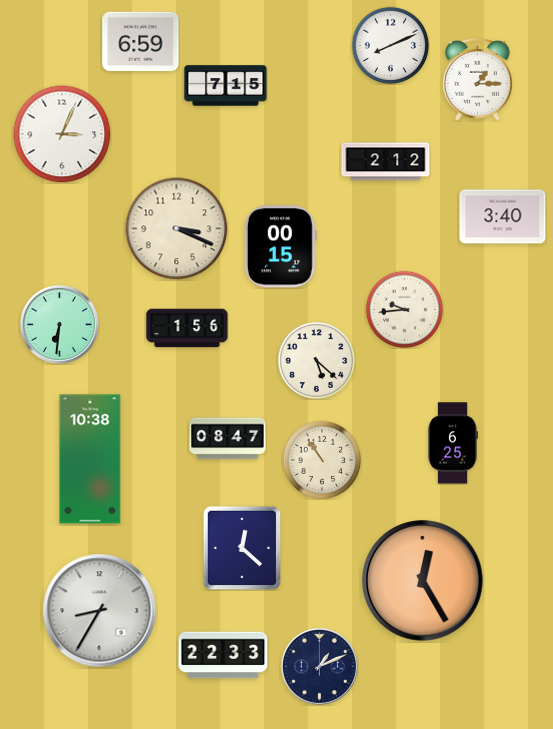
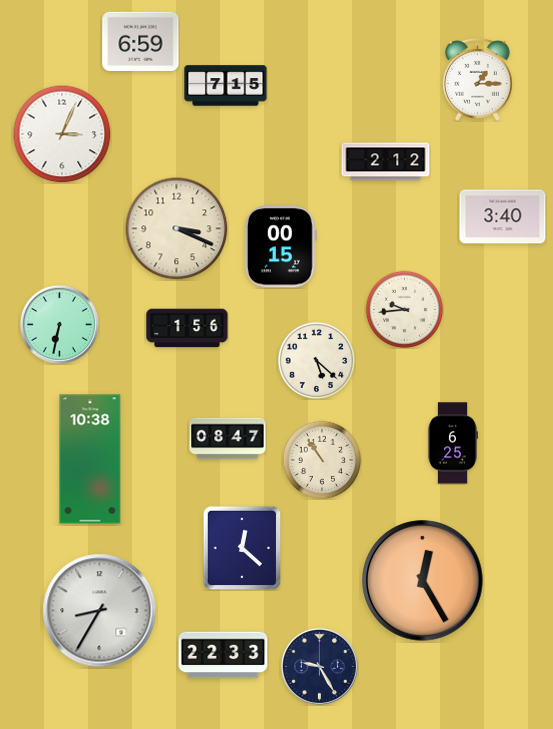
clock at (390, 45): 8:11 -> none
clock at (59, 324): 6:31 -> 6:32
clock at (319, 666): 1:11 -> 9:25
